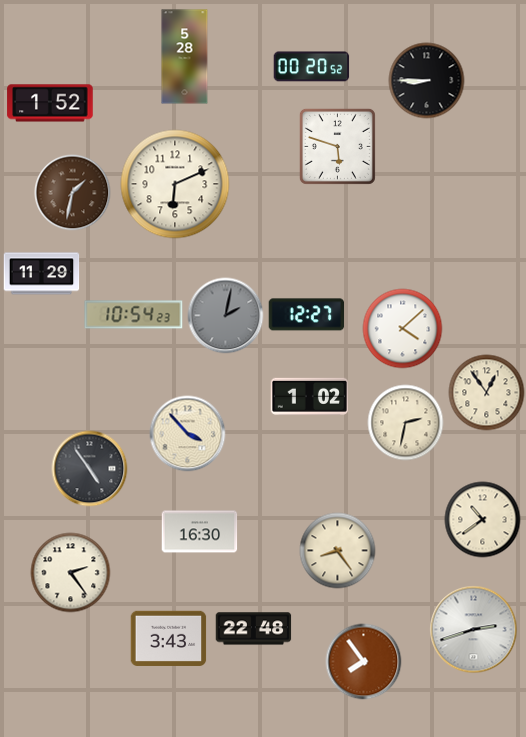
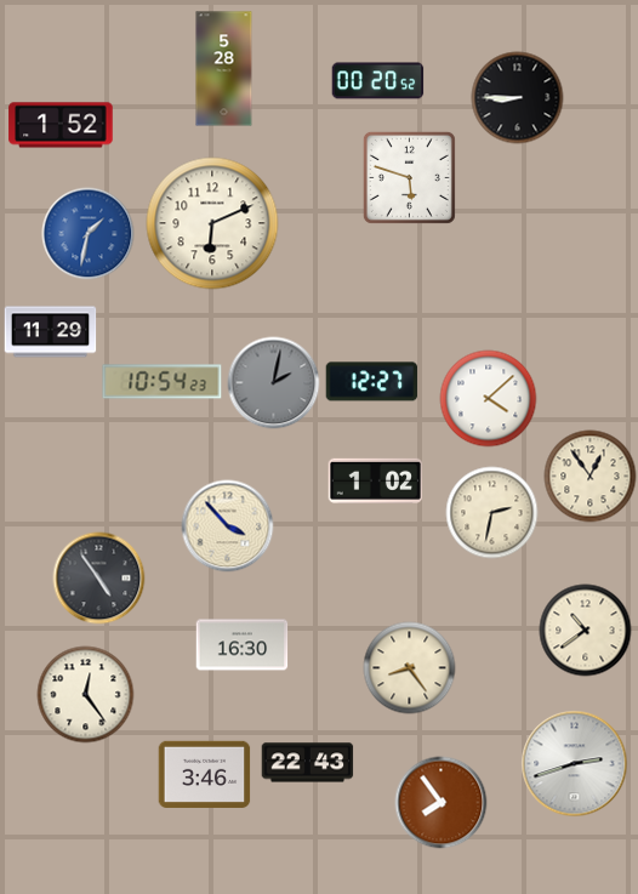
clock at (73, 193) dial: brown -> blue
clock at (90, 469) position: (90, 469) -> (99, 579)
clock at (71, 573): 2:24 -> 12:24
clock at (254, 629): 22:48 -> 22:43
clock at (169, 638): 3:43 -> 3:46
